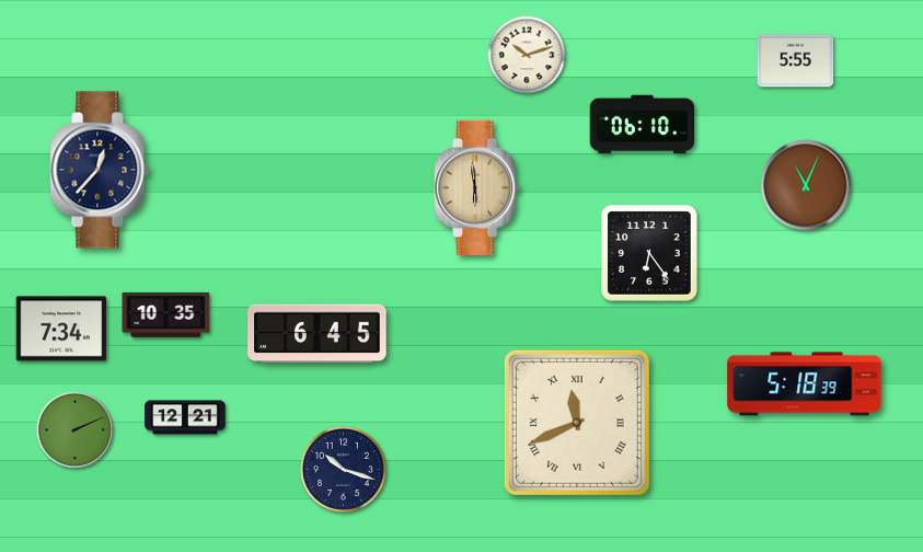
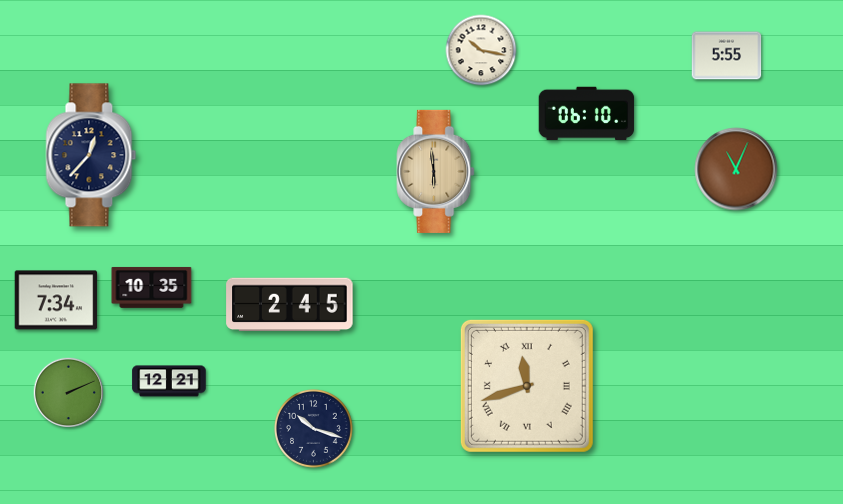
clock at (527, 55): 10:12 -> 10:17
clock at (649, 253): 6:24 -> none
clock at (318, 334): 6:45 -> 2:45
clock at (805, 384): 5:18 -> none
clock at (577, 423): 11:41 -> 11:42
